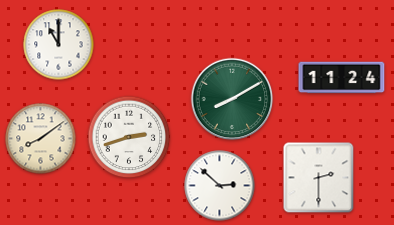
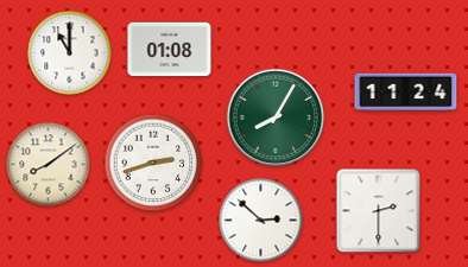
clock at (170, 50): none -> 01:08
clock at (232, 99): 8:10 -> 8:05
